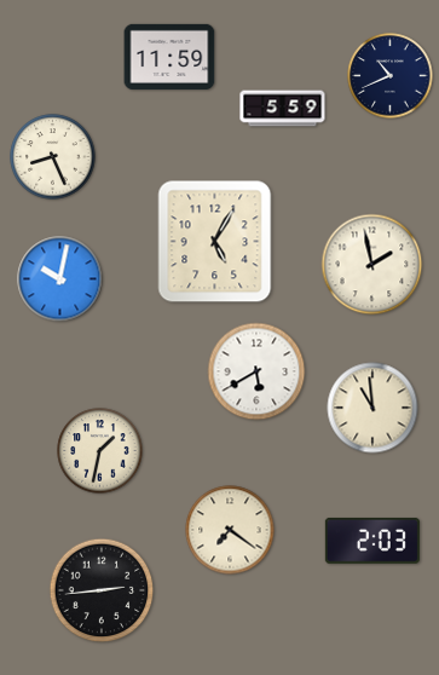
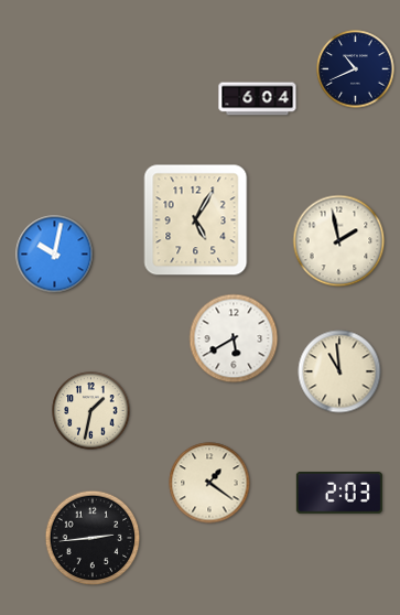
clock at (169, 57): 11:59 -> none
clock at (283, 109): 5:59 -> 6:04
clock at (53, 157): 8:26 -> none
clock at (230, 530): 7:21 -> 1:21
